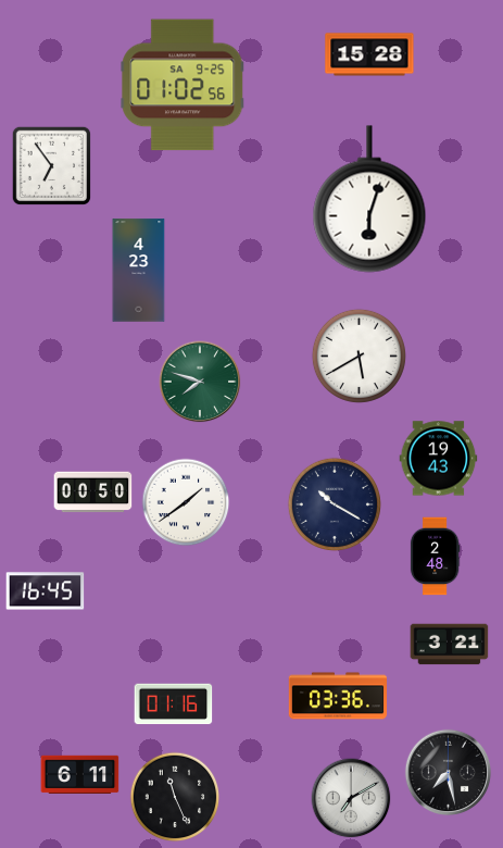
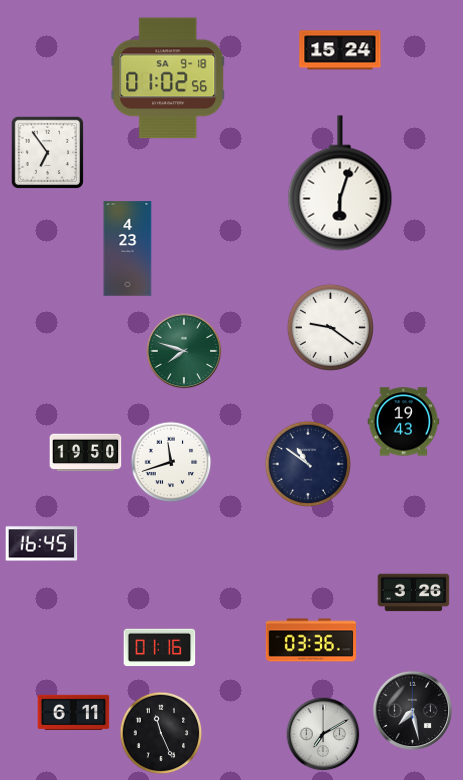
clock at (369, 54): 15:28 -> 15:24
clock at (183, 85) date: SA 9-25 -> SA 9-18
clock at (359, 356): 5:40 -> 9:21
clock at (93, 492): 00:50 -> 19:50
clock at (186, 502): 1:39 -> 11:42
clock at (335, 504): 10:20 -> 10:51
clock at (435, 557): 2:48 -> none
clock at (450, 645): 3:21 -> 3:26
